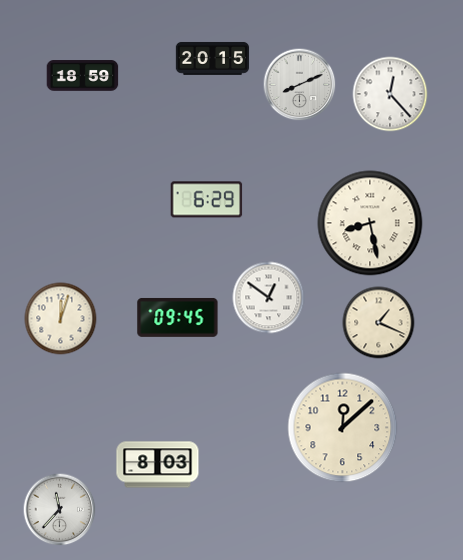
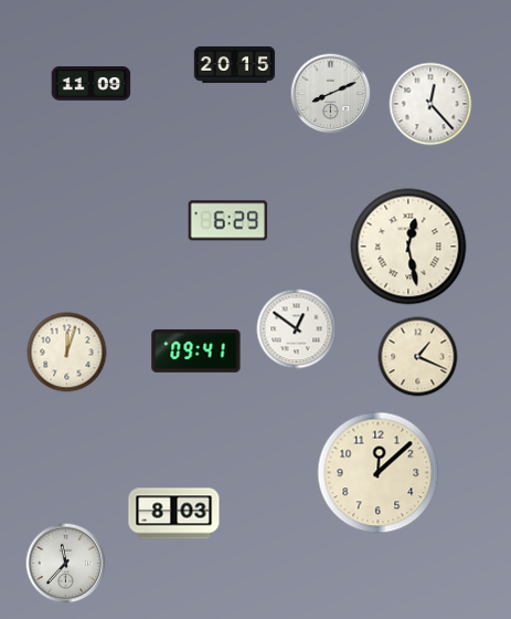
clock at (83, 76): 18:59 -> 11:09
clock at (370, 223): 8:28 -> 12:28
clock at (178, 318): 09:45 -> 09:41
